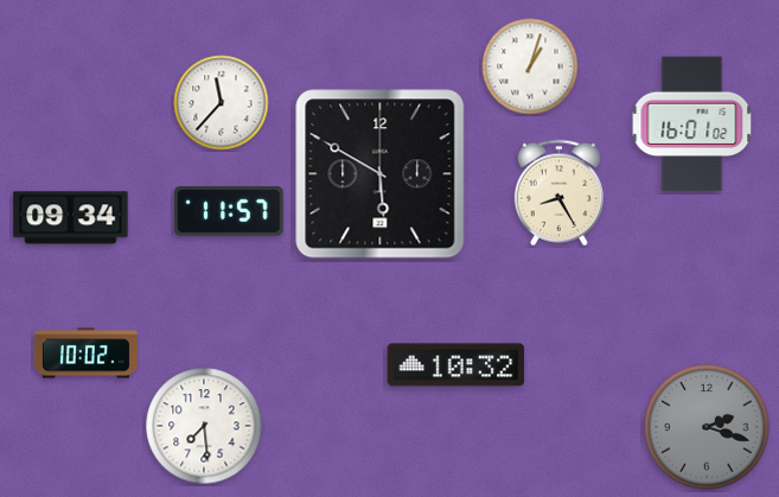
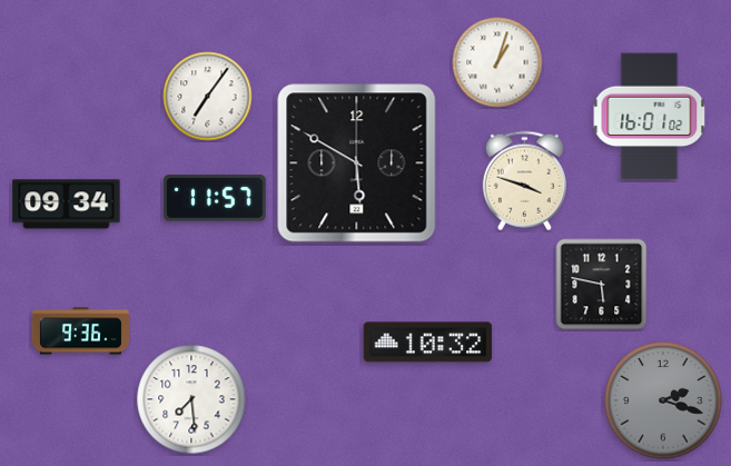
clock at (222, 103): 11:37 -> 7:06
clock at (558, 193): 8:25 -> 3:48
clock at (602, 285): none -> 5:47
clock at (85, 353): 10:02 -> 9:36
